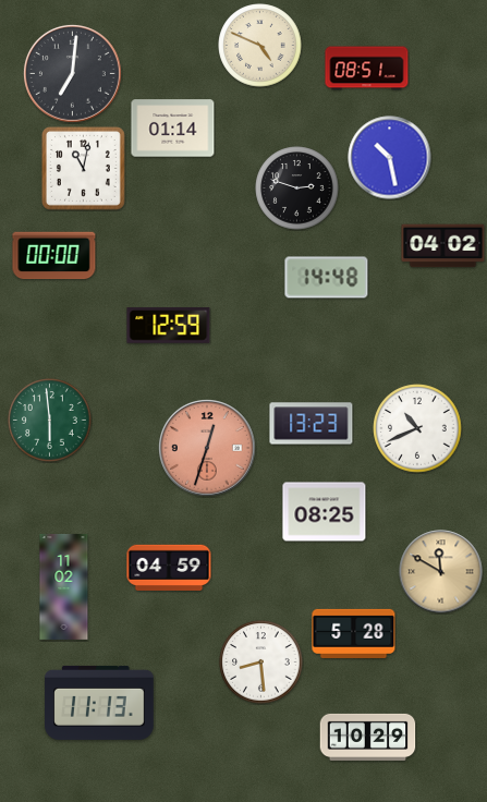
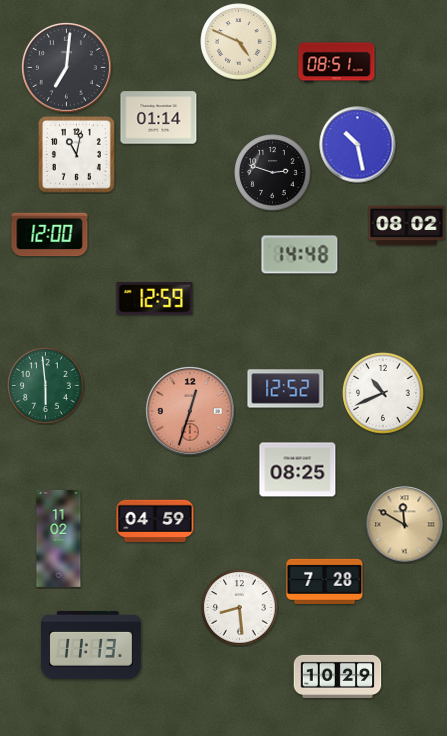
clock at (443, 246): 04:02 -> 08:02
clock at (54, 256): 00:00 -> 12:00
clock at (312, 424): 13:23 -> 12:52
clock at (354, 633): 5:28 -> 7:28
